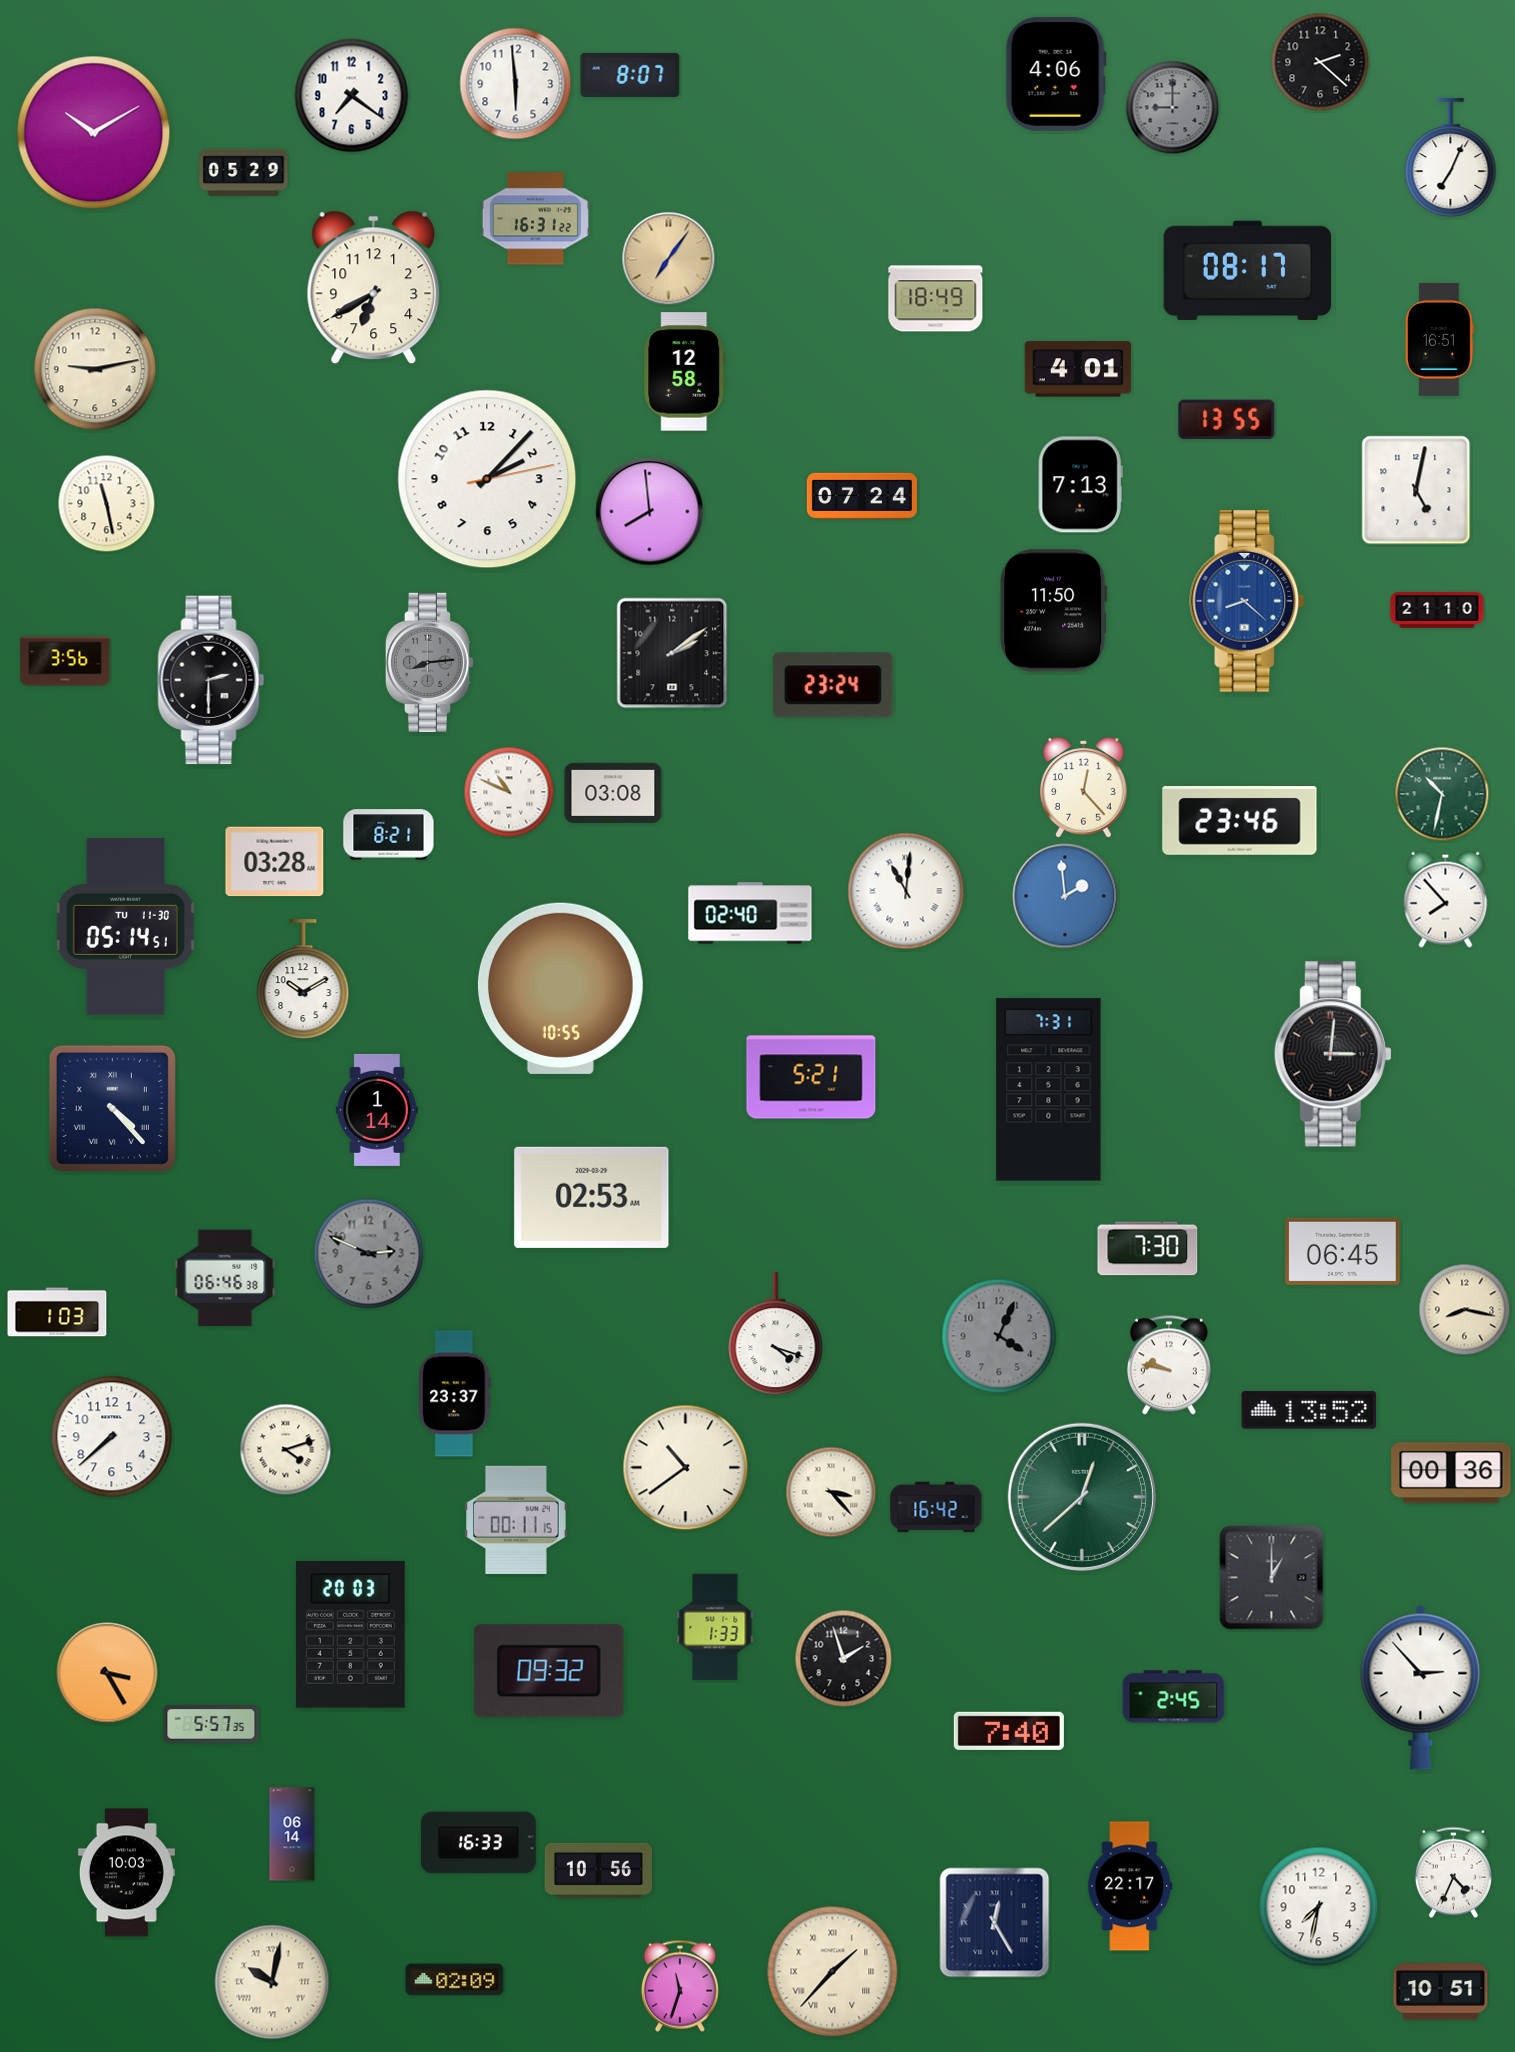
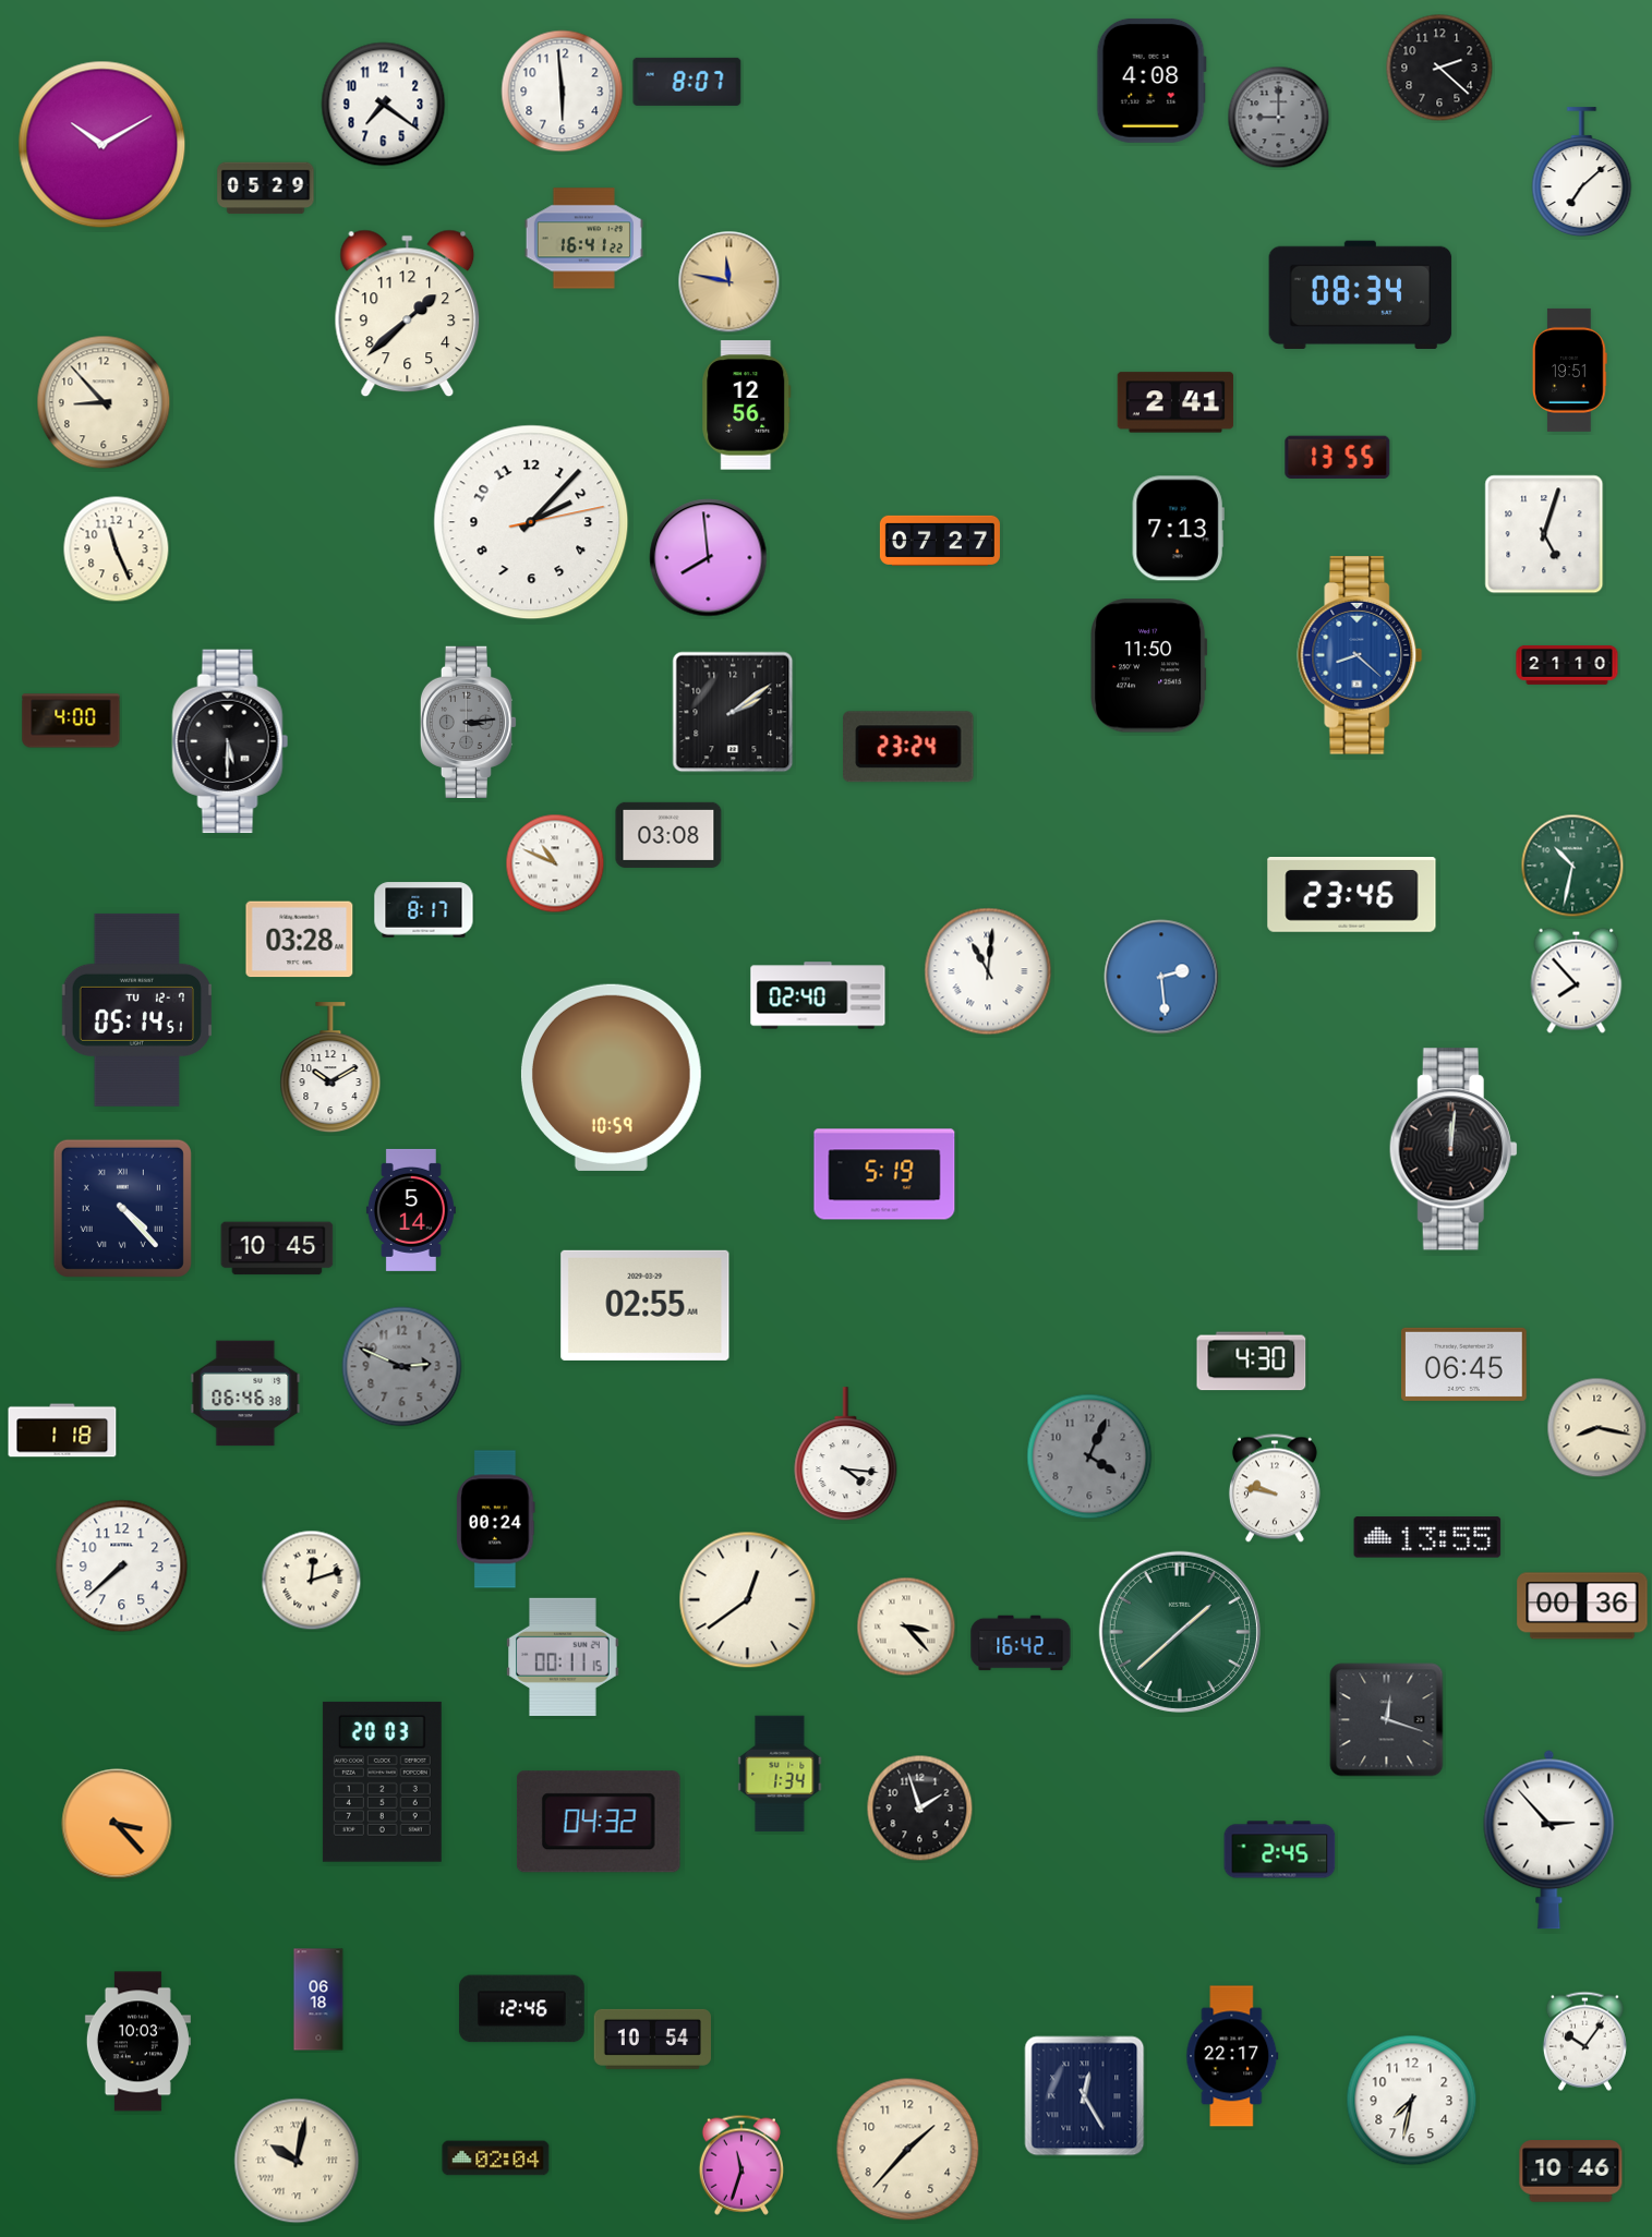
clock at (1056, 74): 4:06 -> 4:08
clock at (1451, 158): 7:04 -> 7:08
clock at (535, 219): 16:31 -> 16:41
clock at (669, 259): 7:06 -> 11:47
clock at (1248, 270): 08:17 -> 08:34
clock at (374, 288): 6:40 -> 1:38
clock at (936, 299): 18:49 -> none
clock at (1440, 339): 16:51 -> 19:51
clock at (95, 369): 9:13 -> 8:53
clock at (1078, 369): 4:01 -> 2:41
clock at (685, 372): 12:58 -> 12:56
clock at (1416, 490): 5:02 -> 5:03
clock at (862, 496): 07:24 -> 07:27
clock at (107, 504): 11:28 -> 11:26
clock at (65, 661): 3:56 -> 4:00
clock at (430, 662): 8:14 -> 3:14
clock at (211, 680): 2:30 -> 5:30
clock at (1084, 788): 12:23 -> none
clock at (613, 793) position: (613, 793) -> (668, 835)
clock at (389, 835): 8:21 -> 8:17
clock at (1065, 896): 1:59 -> 2:29
clock at (125, 926) date: TU 11-30 -> TU 12-7
clock at (560, 988): 10:55 -> 10:59
clock at (1333, 1054): 3:01 -> 12:01
clock at (811, 1077): 5:21 -> 5:19
clock at (1049, 1090): 7:31 -> none
clock at (377, 1110): 1:14 -> 5:14
clock at (277, 1248): none -> 10:45
clock at (592, 1197): 02:53 -> 02:55
clock at (1148, 1249): 7:30 -> 4:30
clock at (57, 1312): 1:03 -> 1:18
clock at (776, 1334): 4:18 -> 4:16
clock at (455, 1394): 23:37 -> 00:24
clock at (1309, 1410): 13:52 -> 13:55
clock at (286, 1450): 4:12 -> 12:12
clock at (686, 1468): 10:39 -> 12:39
clock at (1082, 1497): 12:38 -> 1:38
clock at (1272, 1578): 1:00 -> 12:18
clock at (715, 1627): 1:33 -> 1:34
clock at (549, 1671): 09:32 -> 04:32
clock at (107, 1673): 3:25 -> 3:23
clock at (211, 1724): 5:57 -> none
clock at (1009, 1731): 7:40 -> none
clock at (292, 1834): 06:14 -> 06:18
clock at (479, 1843): 16:33 -> 12:46
clock at (598, 1870): 10:56 -> 10:54
clock at (1453, 1872): 4:34 -> 10:06
clock at (1319, 1907) position: (1319, 1907) -> (1412, 2101)
clock at (833, 1972) numerals: Roman -> Arabic
clock at (455, 1980): 02:09 -> 02:04
clock at (1441, 1992): 10:51 -> 10:46
